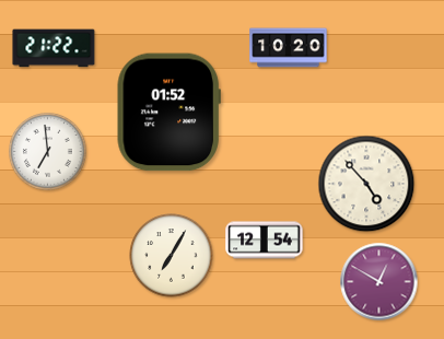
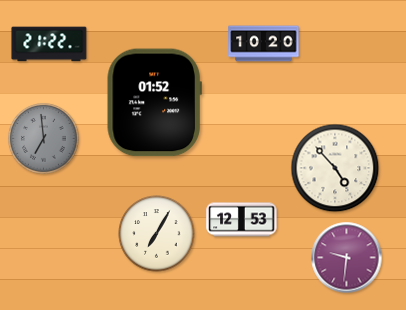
clock at (47, 151) dial: white -> grey
clock at (265, 241): 12:54 -> 12:53
clock at (379, 282): 12:50 -> 9:31
